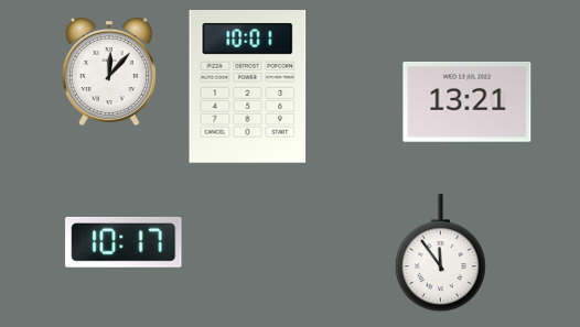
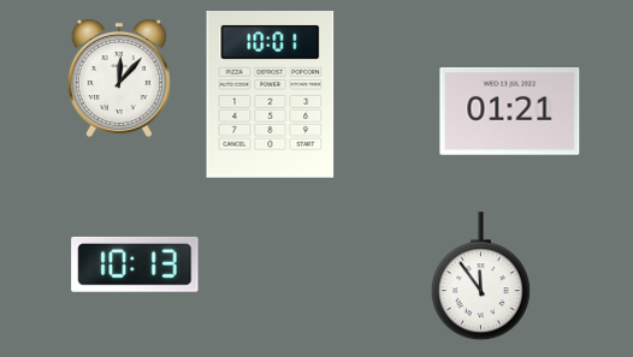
clock at (468, 102): 13:21 -> 01:21
clock at (123, 242): 10:17 -> 10:13
